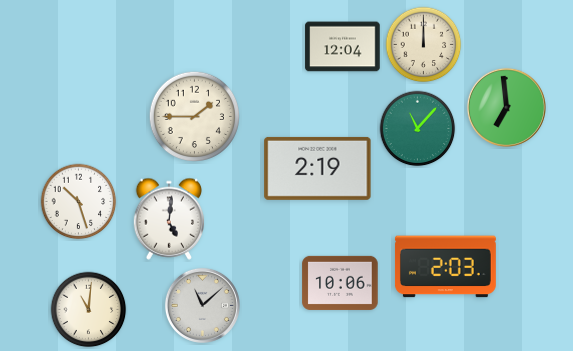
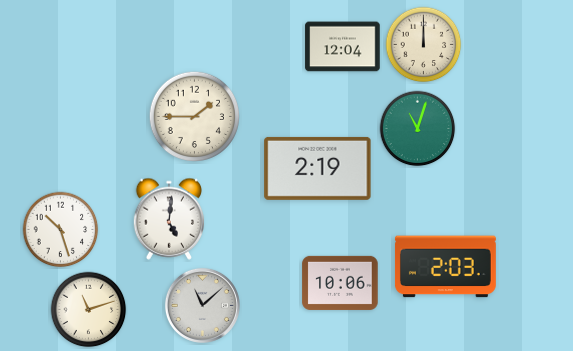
clock at (506, 107): 6:59 -> none
clock at (418, 129): 11:07 -> 11:03
clock at (79, 202) position: (79, 202) -> (61, 230)
clock at (89, 310): 11:01 -> 11:12
